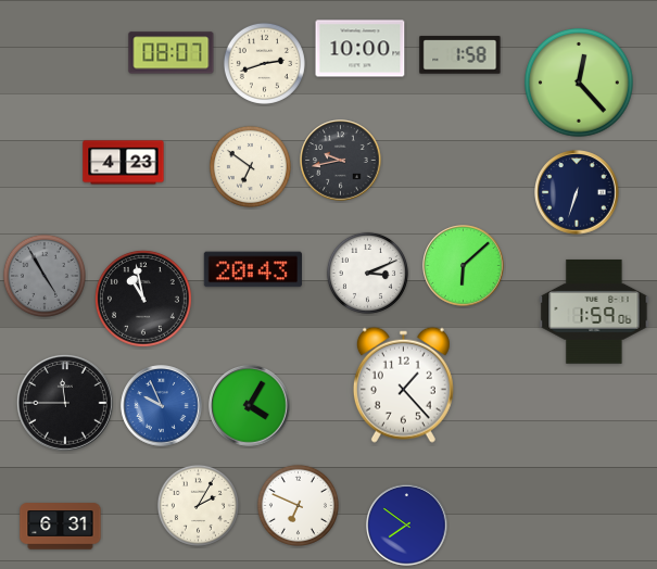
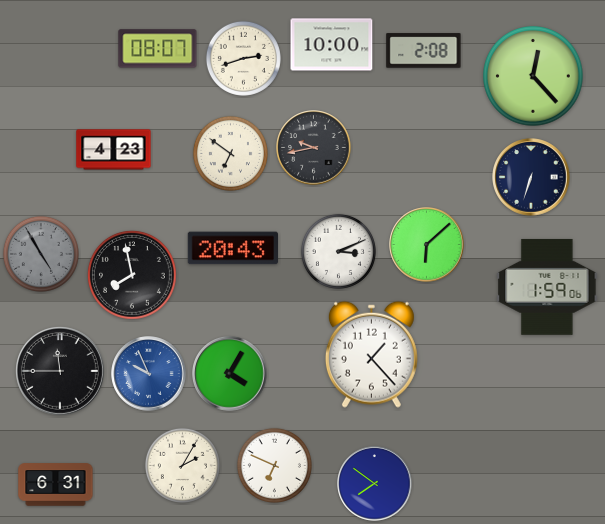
clock at (460, 55): 1:58 -> 2:08
clock at (143, 299): 10:58 -> 7:58
